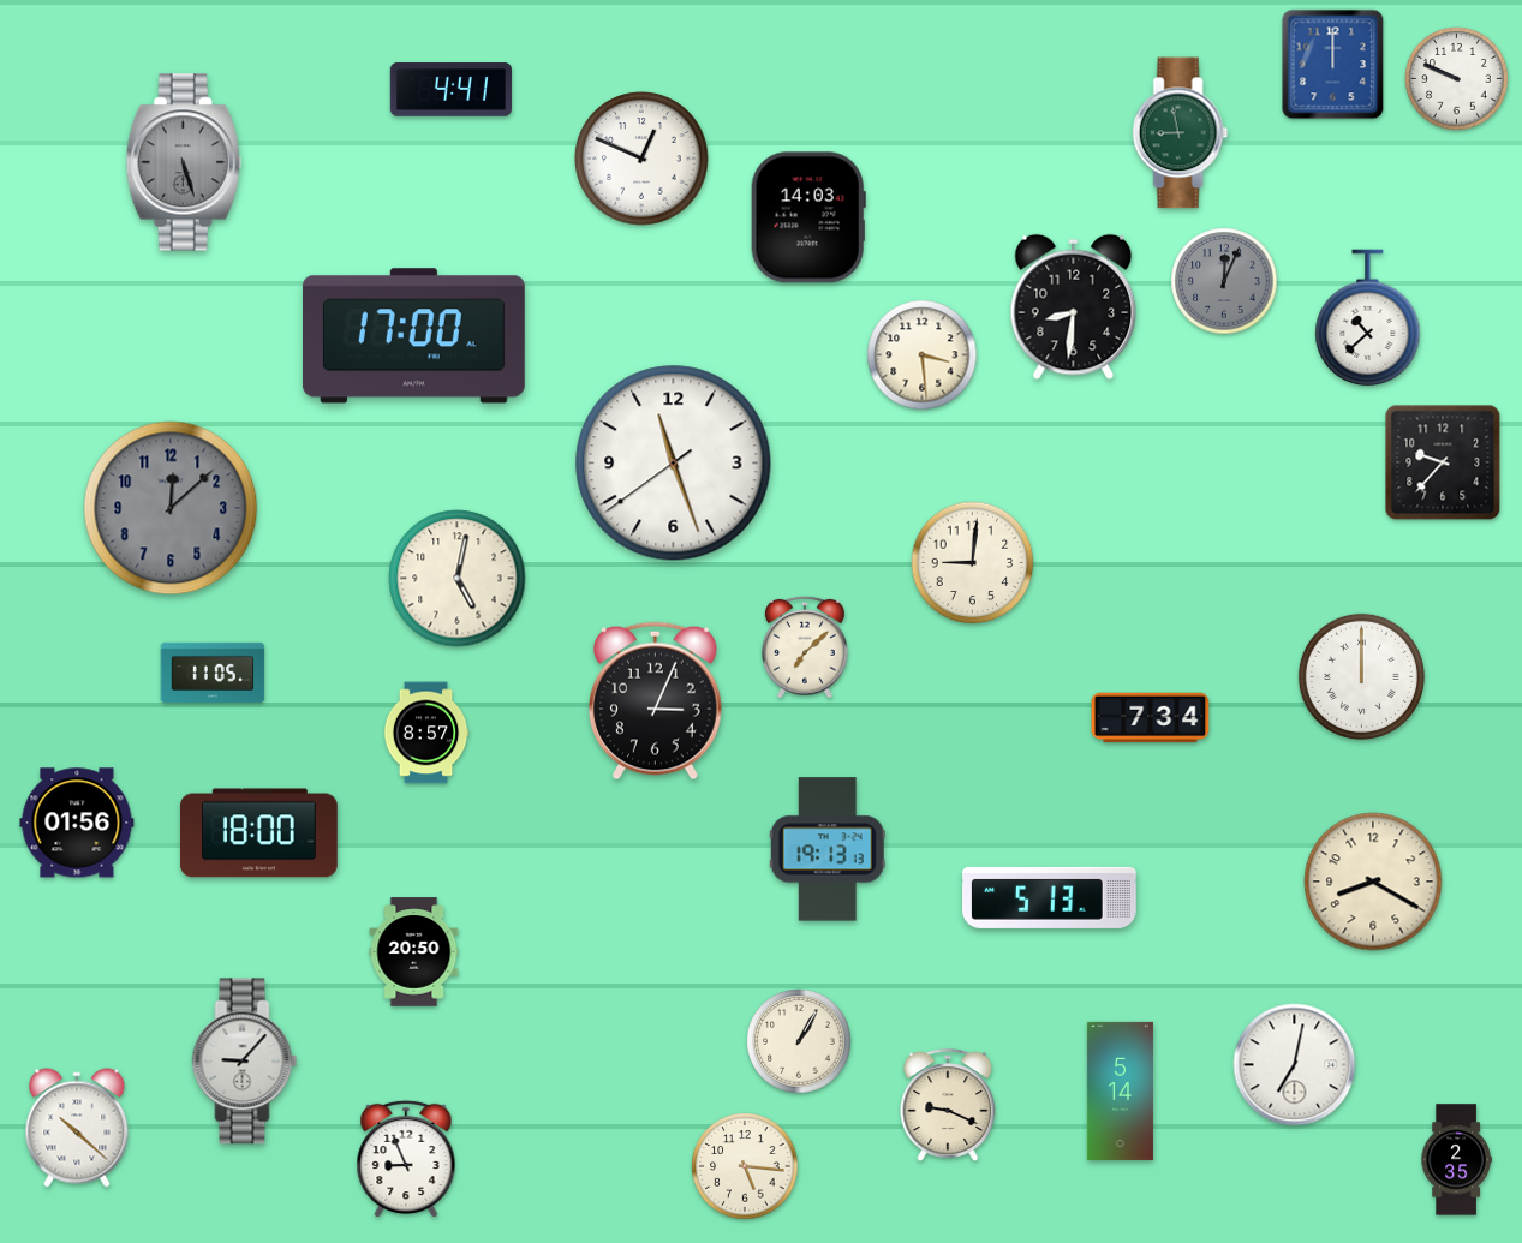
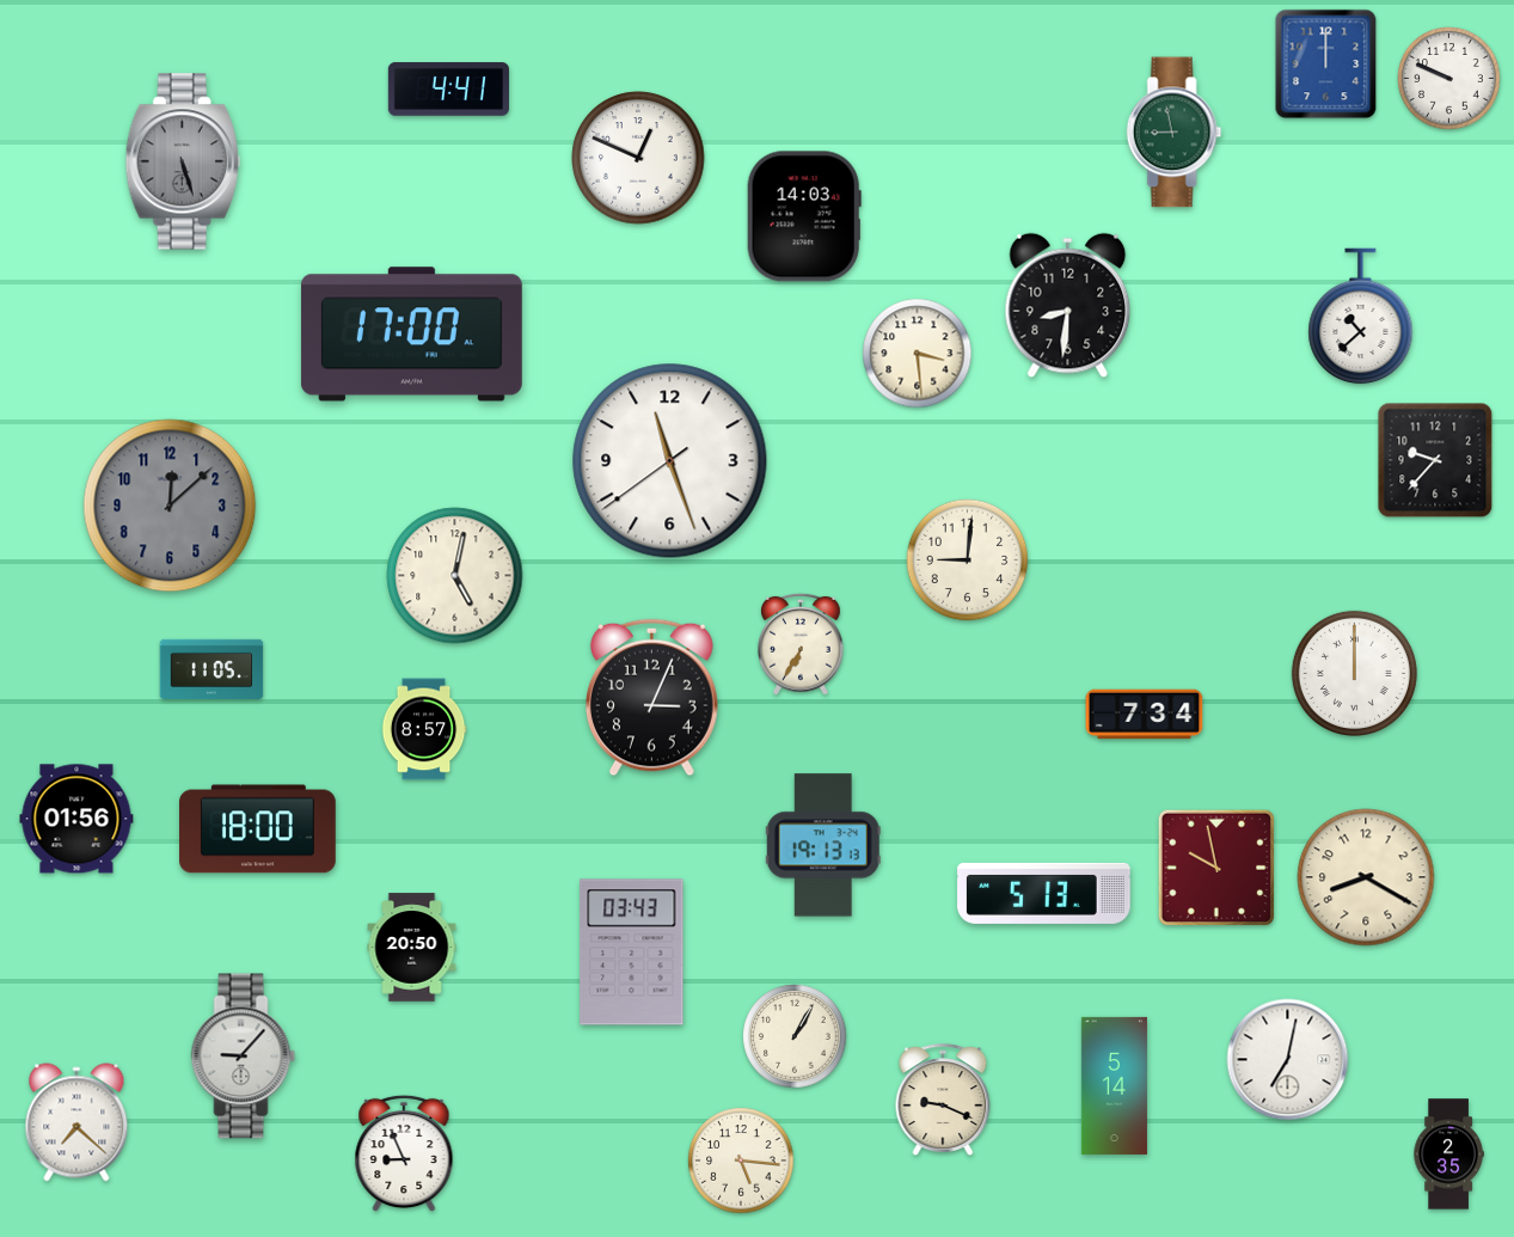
clock at (1224, 281): 12:04 -> none
clock at (806, 647): 7:08 -> 6:35
clock at (1216, 868): none -> 9:58
clock at (632, 953): none -> 03:43
clock at (77, 1128): 10:22 -> 7:22
